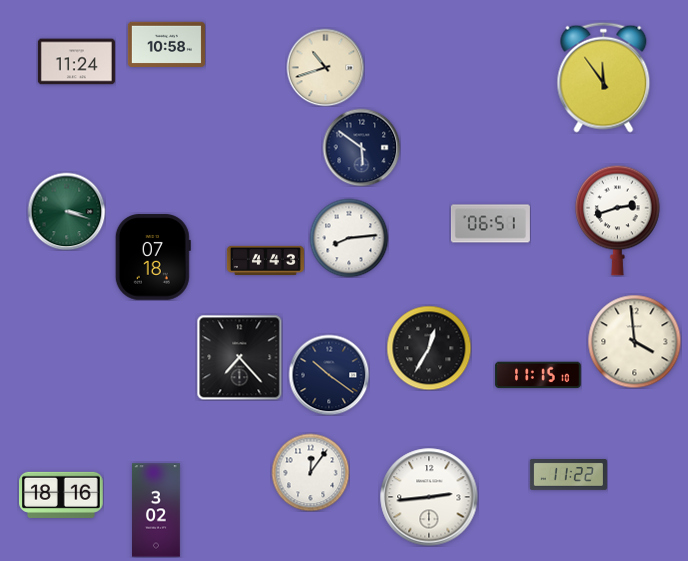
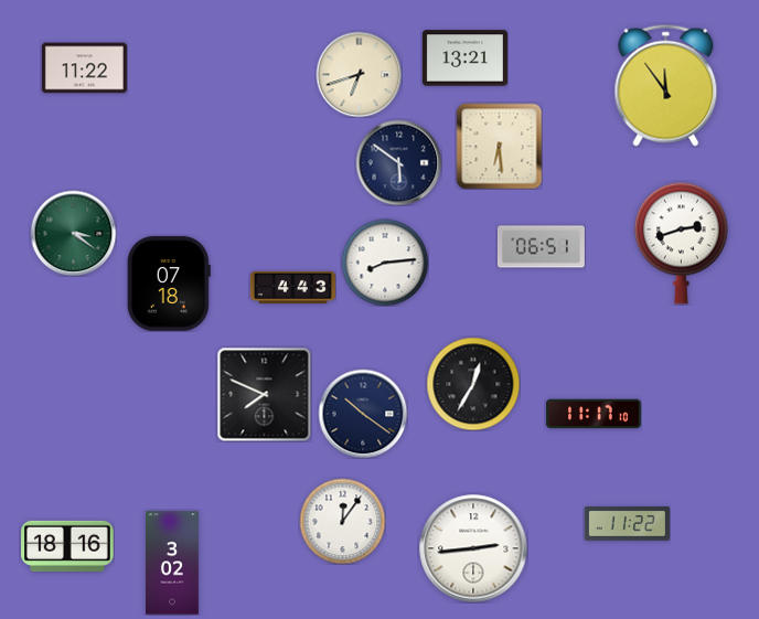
clock at (166, 44): 10:58 -> none
clock at (464, 58): none -> 13:21
clock at (76, 62): 11:24 -> 11:22
clock at (325, 67): 10:42 -> 6:42
clock at (499, 146): none -> 6:29
clock at (66, 211): 3:18 -> 3:21
clock at (634, 341): 3:59 -> none
clock at (239, 357): 7:23 -> 7:49
clock at (538, 375): 11:15 -> 11:17
